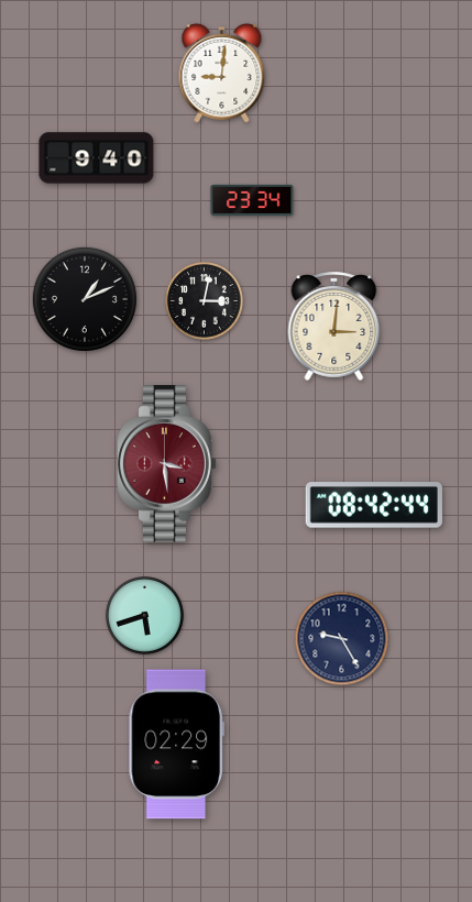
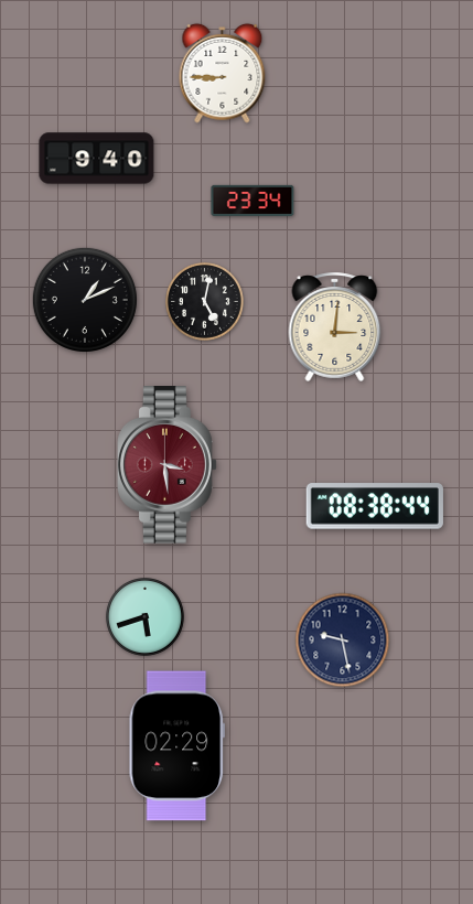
clock at (222, 73): 9:01 -> 8:45
clock at (205, 301): 3:02 -> 5:02
clock at (374, 505): 08:42 -> 08:38
clock at (342, 639): 9:25 -> 9:28
